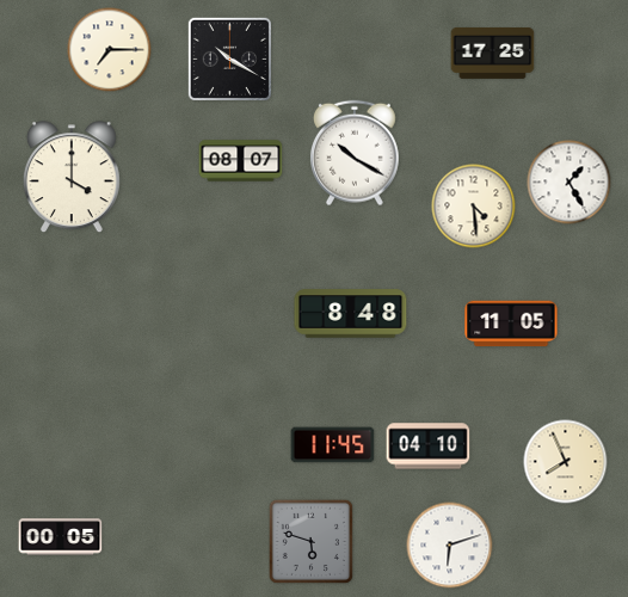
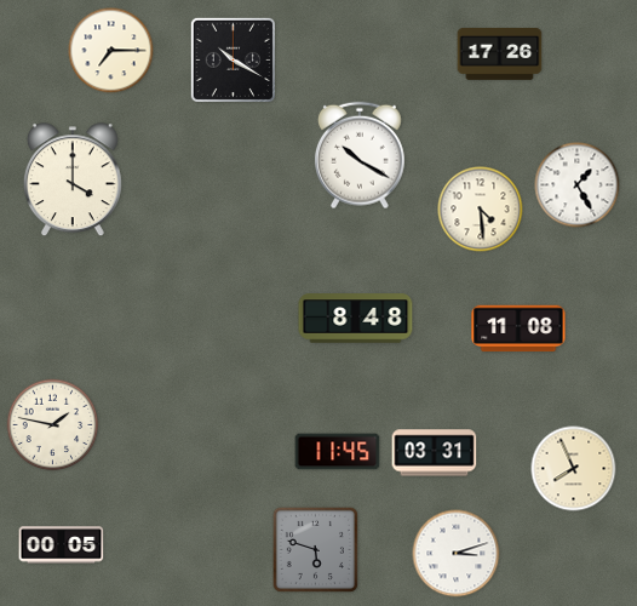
clock at (493, 53): 17:25 -> 17:26
clock at (241, 161): 08:07 -> none
clock at (511, 324): 11:05 -> 11:08
clock at (53, 425): none -> 1:47
clock at (429, 447): 04:10 -> 03:31
clock at (450, 546): 6:12 -> 3:12
